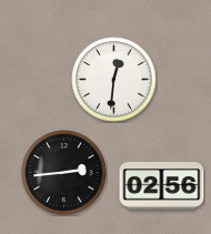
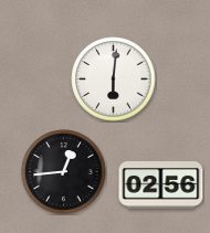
clock at (114, 80): 12:31 -> 6:01
clock at (64, 173): 2:44 -> 12:44
